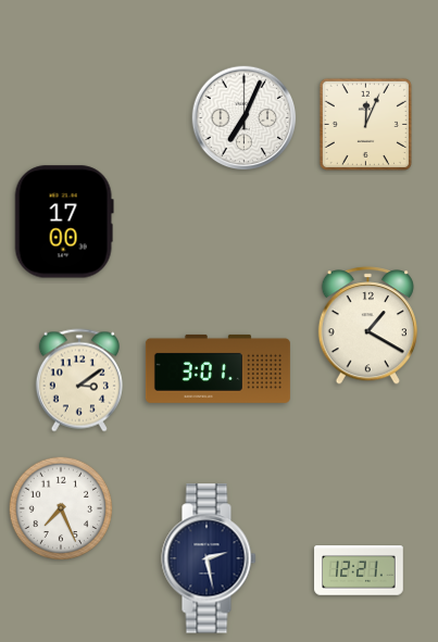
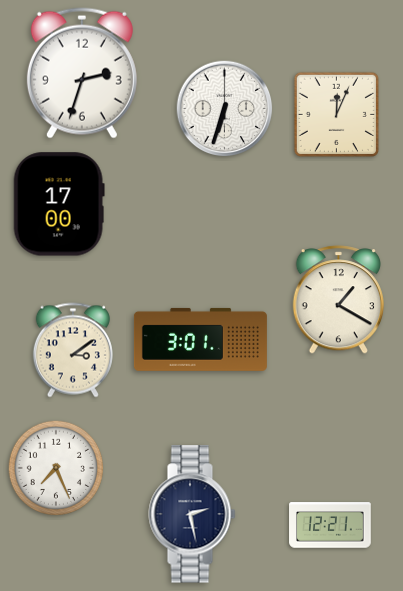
clock at (82, 73): none -> 2:33
clock at (245, 118): 7:04 -> 6:33
